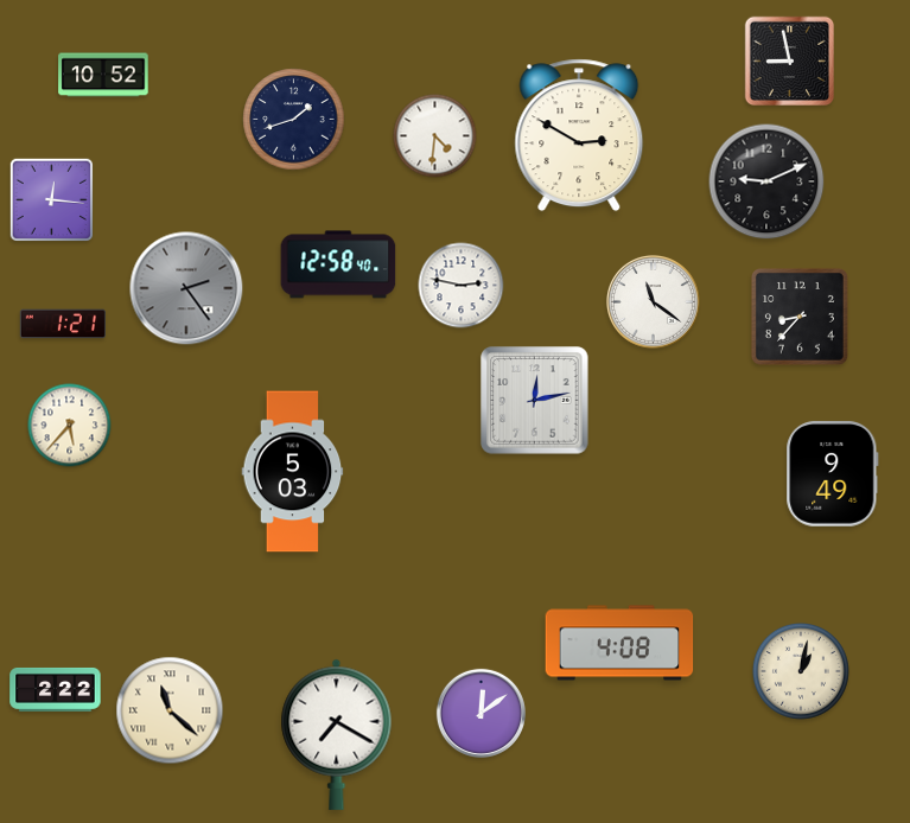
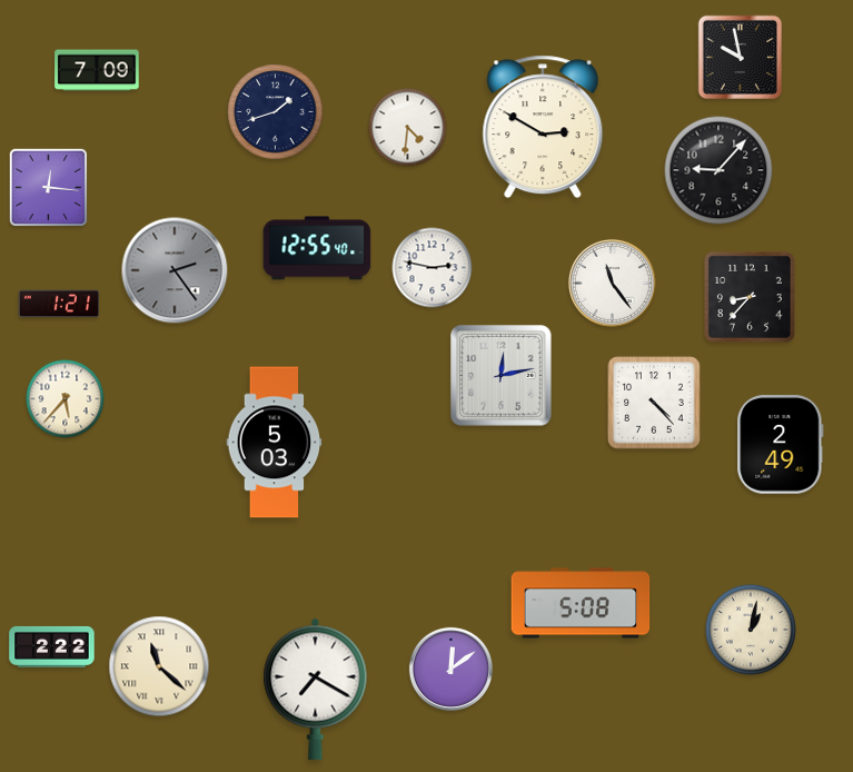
clock at (790, 62): 8:58 -> 9:58
clock at (103, 75): 10:52 -> 7:09
clock at (766, 181): 9:11 -> 9:07
clock at (338, 264): 12:58 -> 12:55
clock at (653, 301): 11:21 -> 11:24
clock at (654, 403): none -> 4:23
clock at (833, 474): 9:49 -> 2:49
clock at (619, 643): 4:08 -> 5:08
